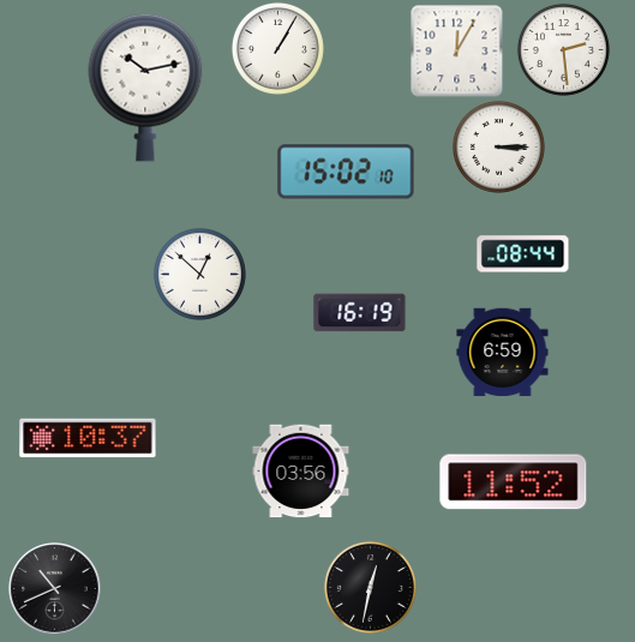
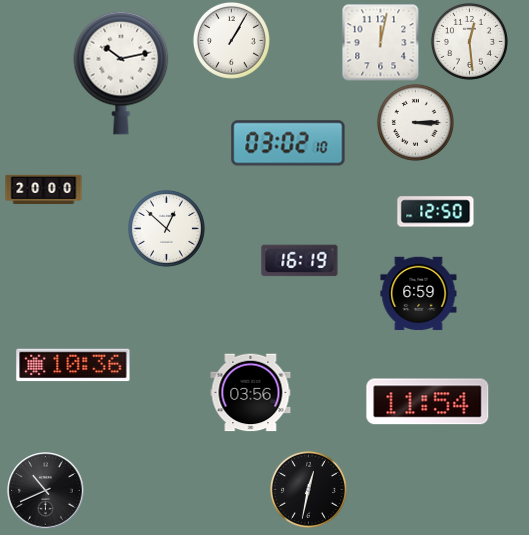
clock at (563, 49): 2:29 -> 12:29
clock at (456, 50): 12:05 -> 12:02
clock at (346, 172): 15:02 -> 03:02
clock at (44, 190): none -> 20:00
clock at (523, 254): 08:44 -> 12:50
clock at (88, 438): 10:37 -> 10:36
clock at (514, 482): 11:52 -> 11:54
